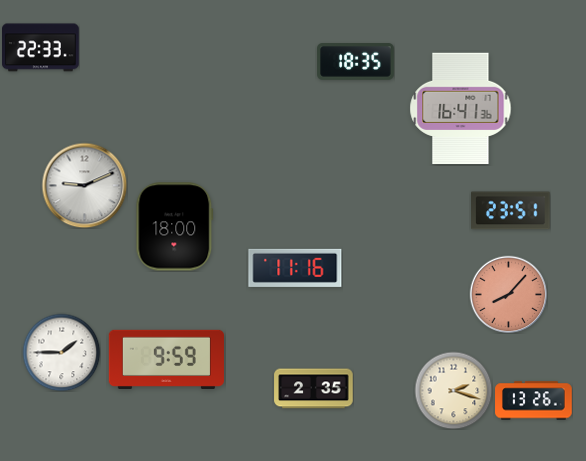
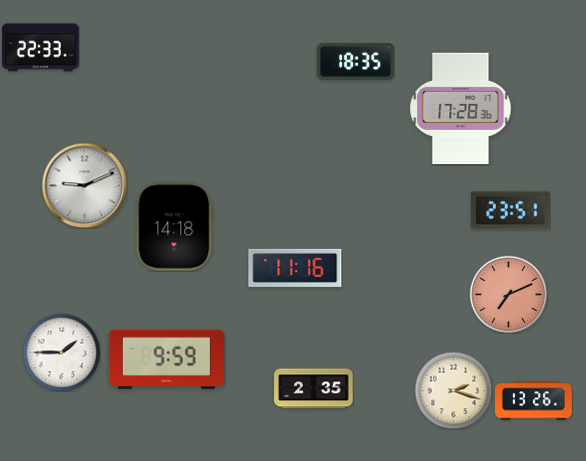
clock at (461, 109): 16:41 -> 17:28
clock at (175, 227): 18:00 -> 14:18
clock at (508, 294): 8:07 -> 7:11
